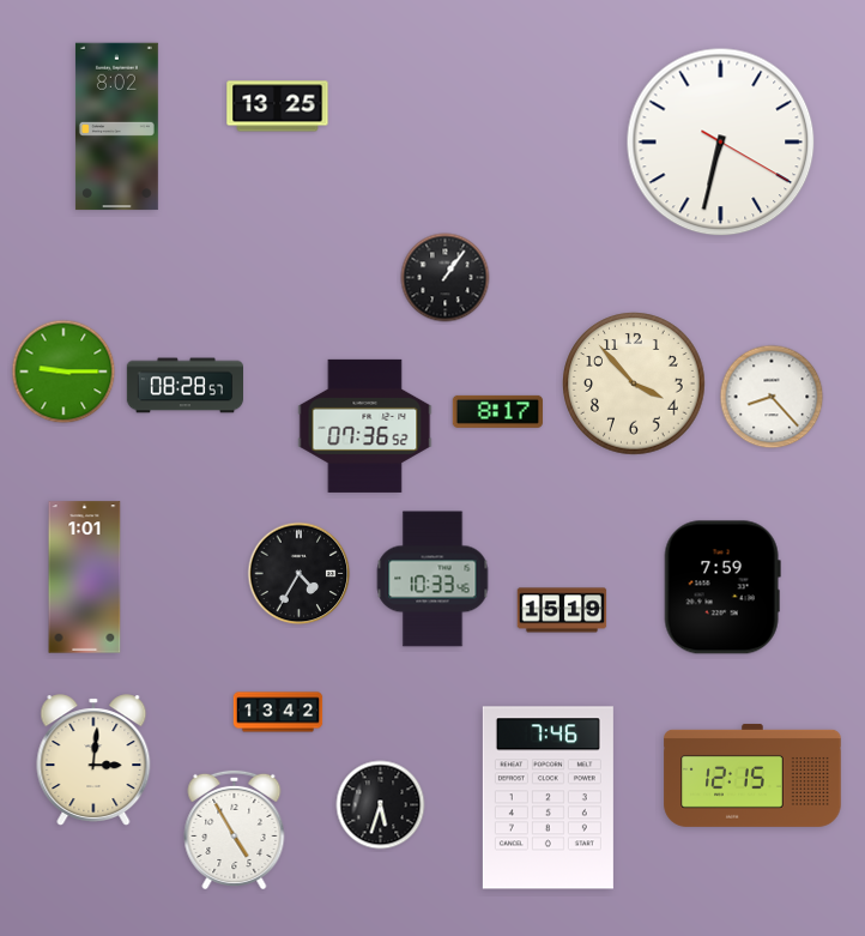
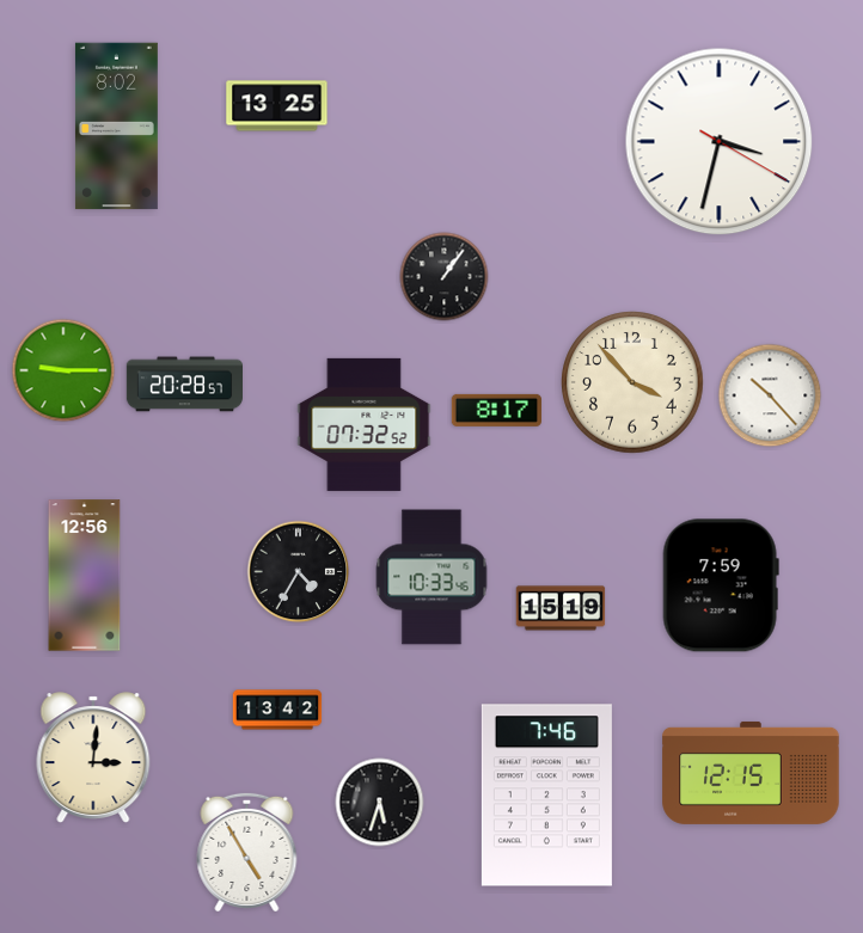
clock at (721, 143): 6:32 -> 3:32
clock at (185, 386): 08:28 -> 20:28
clock at (772, 397): 8:23 -> 10:23
clock at (365, 425): 07:36 -> 07:32
clock at (85, 578): 1:01 -> 12:56
clock at (235, 829) position: (235, 829) -> (247, 852)
